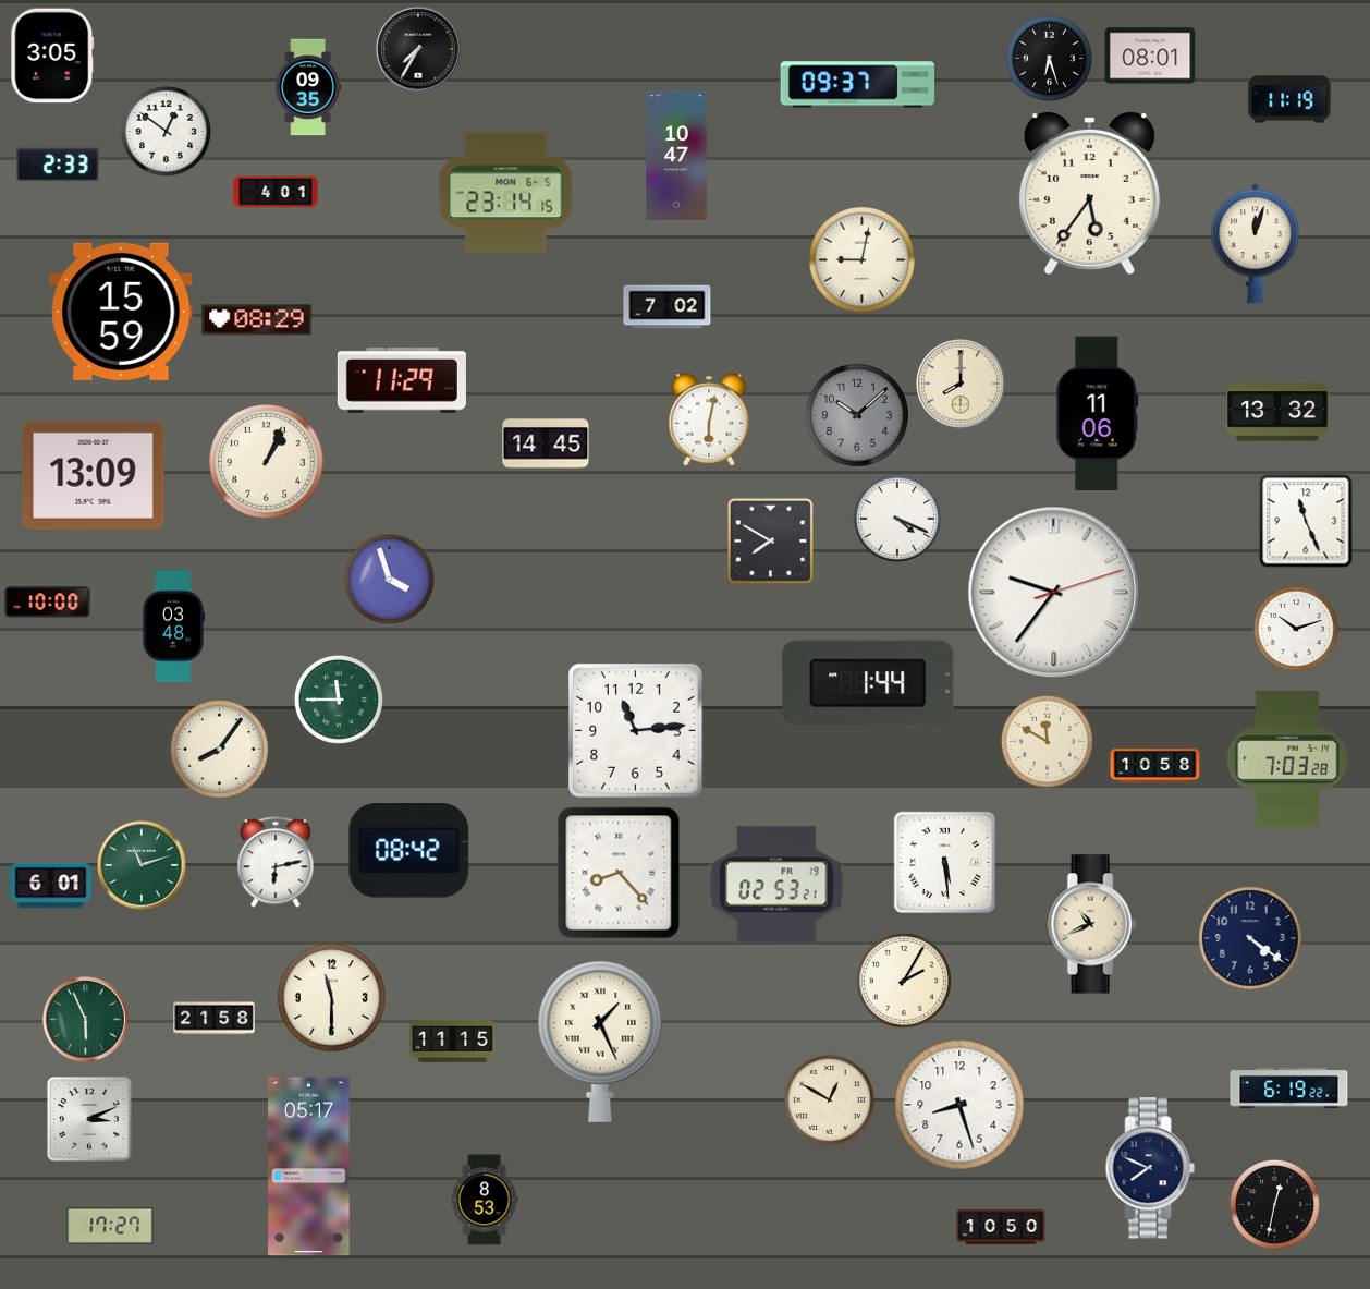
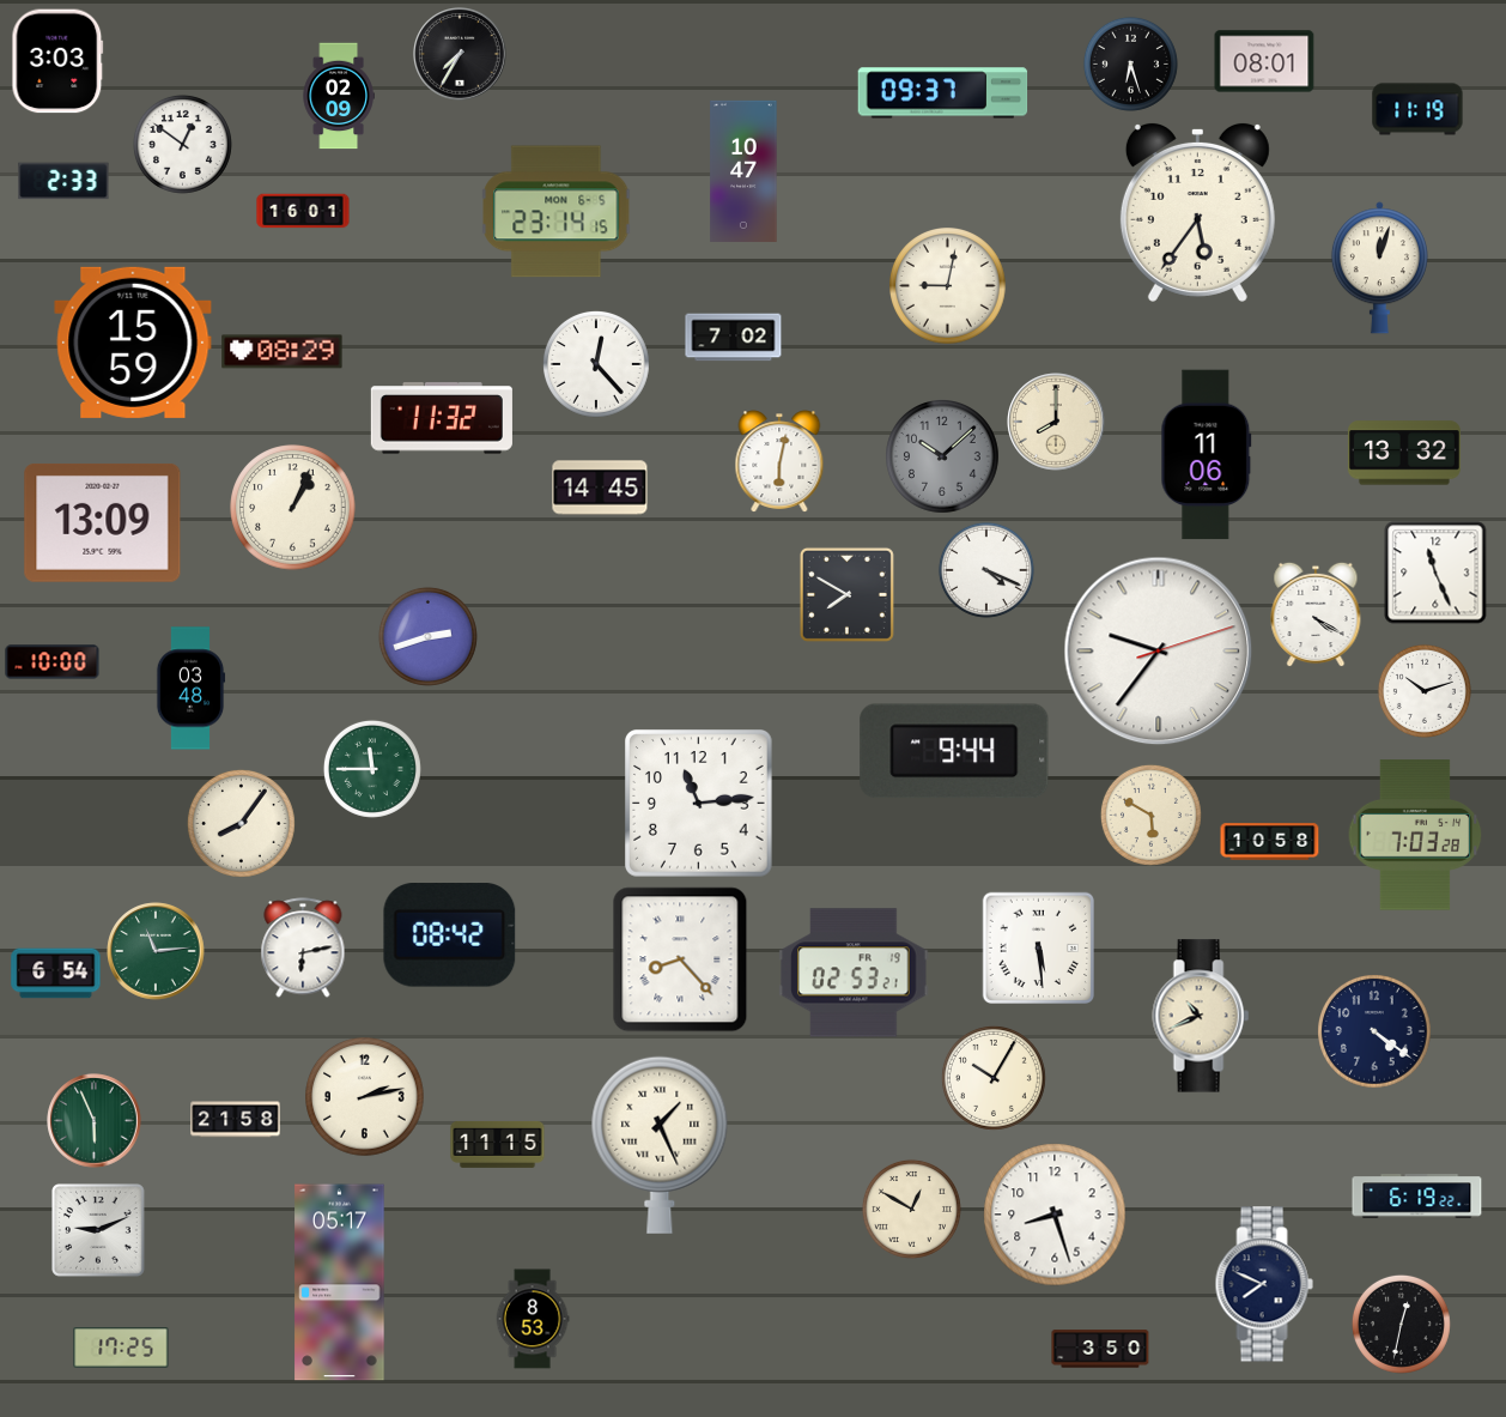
clock at (52, 56): 3:05 -> 3:03
clock at (1049, 58) position: (1049, 58) -> (1130, 63)
clock at (308, 87): 09:35 -> 02:09
clock at (276, 192): 4:01 -> 16:01
clock at (596, 364): none -> 12:23
clock at (402, 380): 11:29 -> 11:32
clock at (1316, 614): none -> 4:20
clock at (389, 579): 3:57 -> 2:42
clock at (868, 683): 1:44 -> 9:44
clock at (1047, 741): 11:50 -> 5:50
clock at (142, 865): 11:12 -> 11:14
clock at (51, 886): 6:01 -> 6:54
clock at (904, 981): 2:05 -> 10:05
clock at (332, 998): 11:30 -> 2:13
clock at (90, 1120): 3:11 -> 9:11
clock at (110, 1226): 17:27 -> 17:25
clock at (1001, 1227): 10:50 -> 3:50
